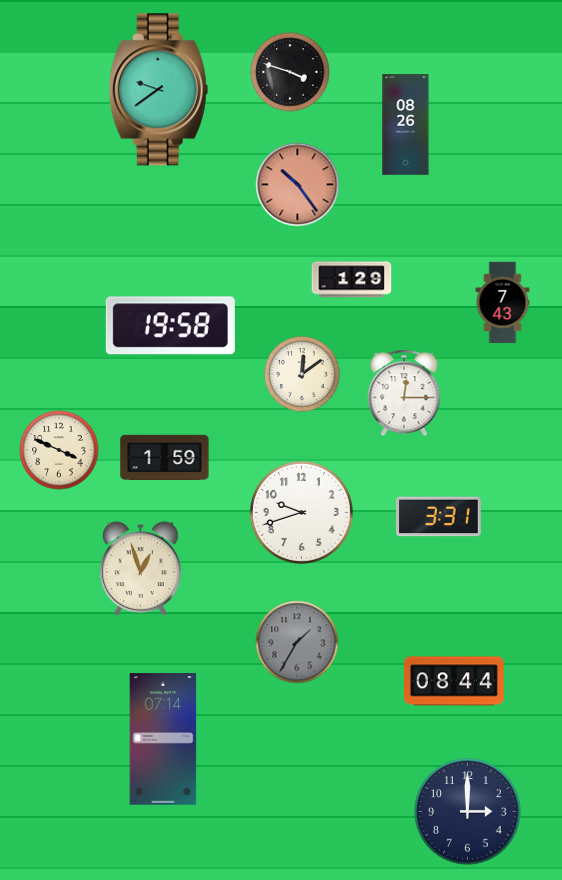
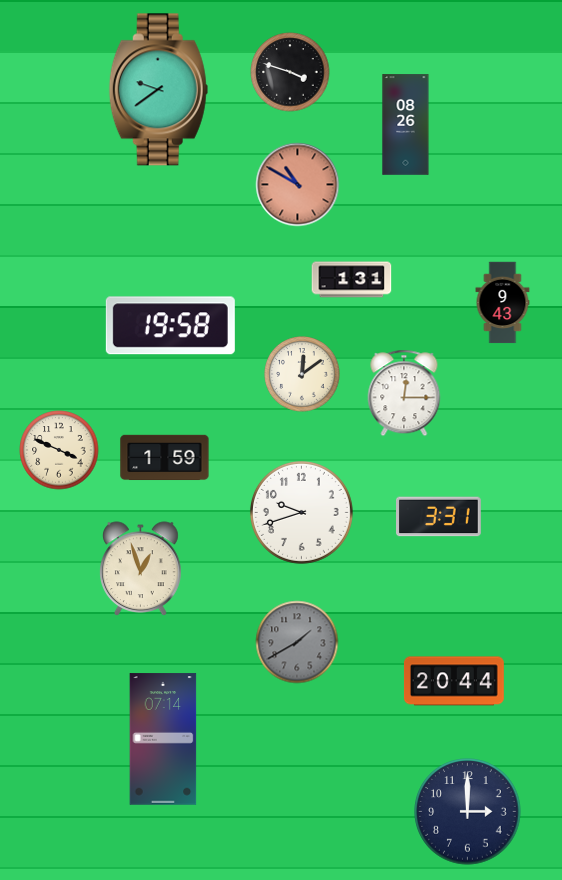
clock at (298, 185): 10:24 -> 10:50
clock at (352, 280): 1:29 -> 1:31
clock at (503, 303): 7:43 -> 9:43
clock at (297, 642): 1:35 -> 1:40
clock at (454, 681): 08:44 -> 20:44
